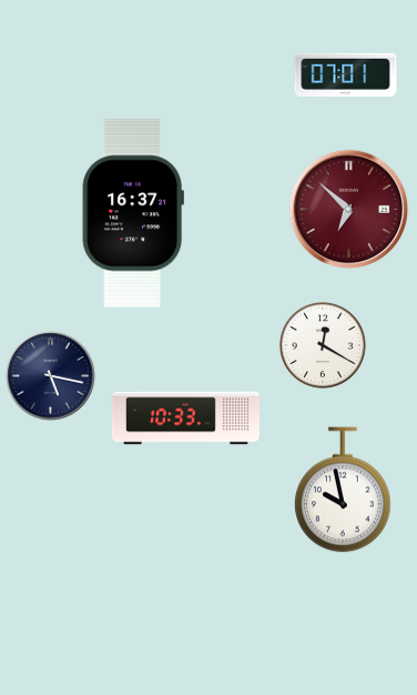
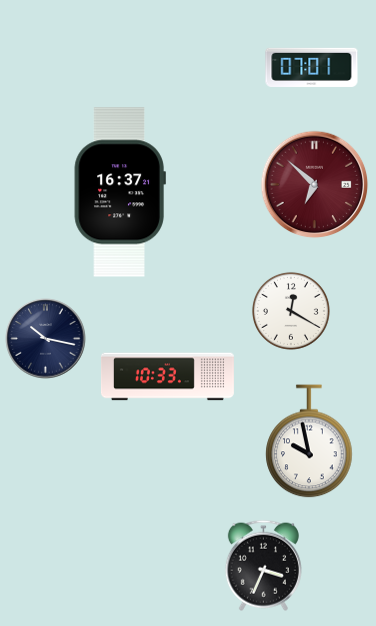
clock at (349, 210) position: (349, 210) -> (315, 185)
clock at (51, 376): 5:17 -> 10:17
clock at (263, 565): none -> 3:34
